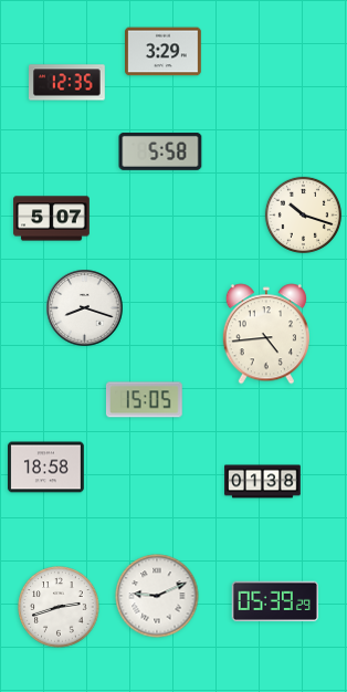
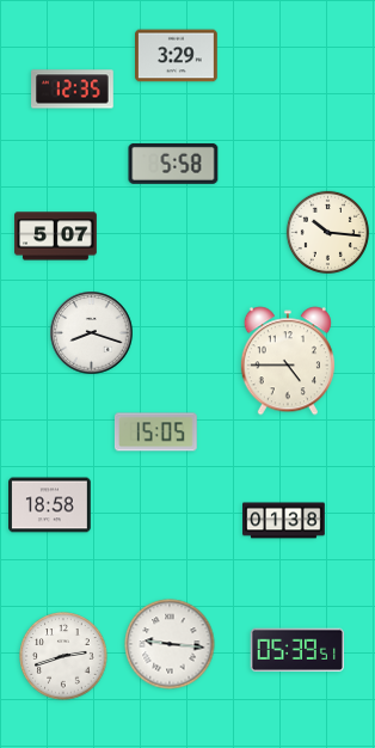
clock at (303, 214): 10:18 -> 10:16
clock at (266, 334): 4:44 -> 4:45
clock at (157, 596): 9:11 -> 9:16
clock at (275, 601): 05:39:29 -> 05:39:51
